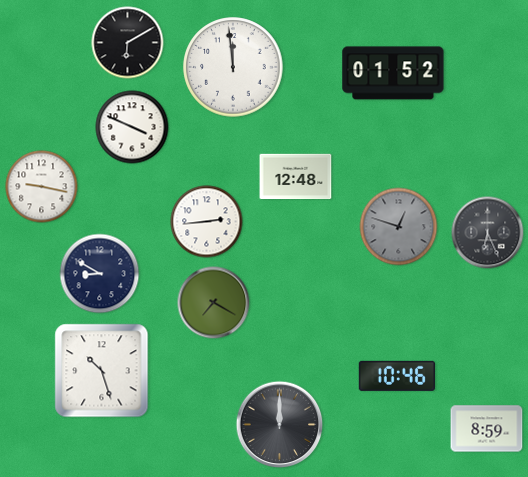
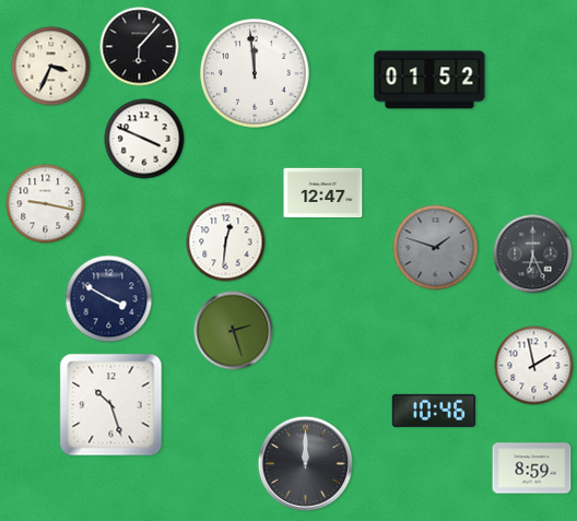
clock at (128, 43): 6:10 -> 6:07
clock at (51, 67): none -> 3:34
clock at (296, 177): 12:48 -> 12:47
clock at (207, 222): 2:44 -> 12:31
clock at (399, 227): 12:48 -> 1:48
clock at (100, 274): 8:50 -> 3:50
clock at (214, 303): 7:20 -> 2:27
clock at (534, 366): none -> 1:58
